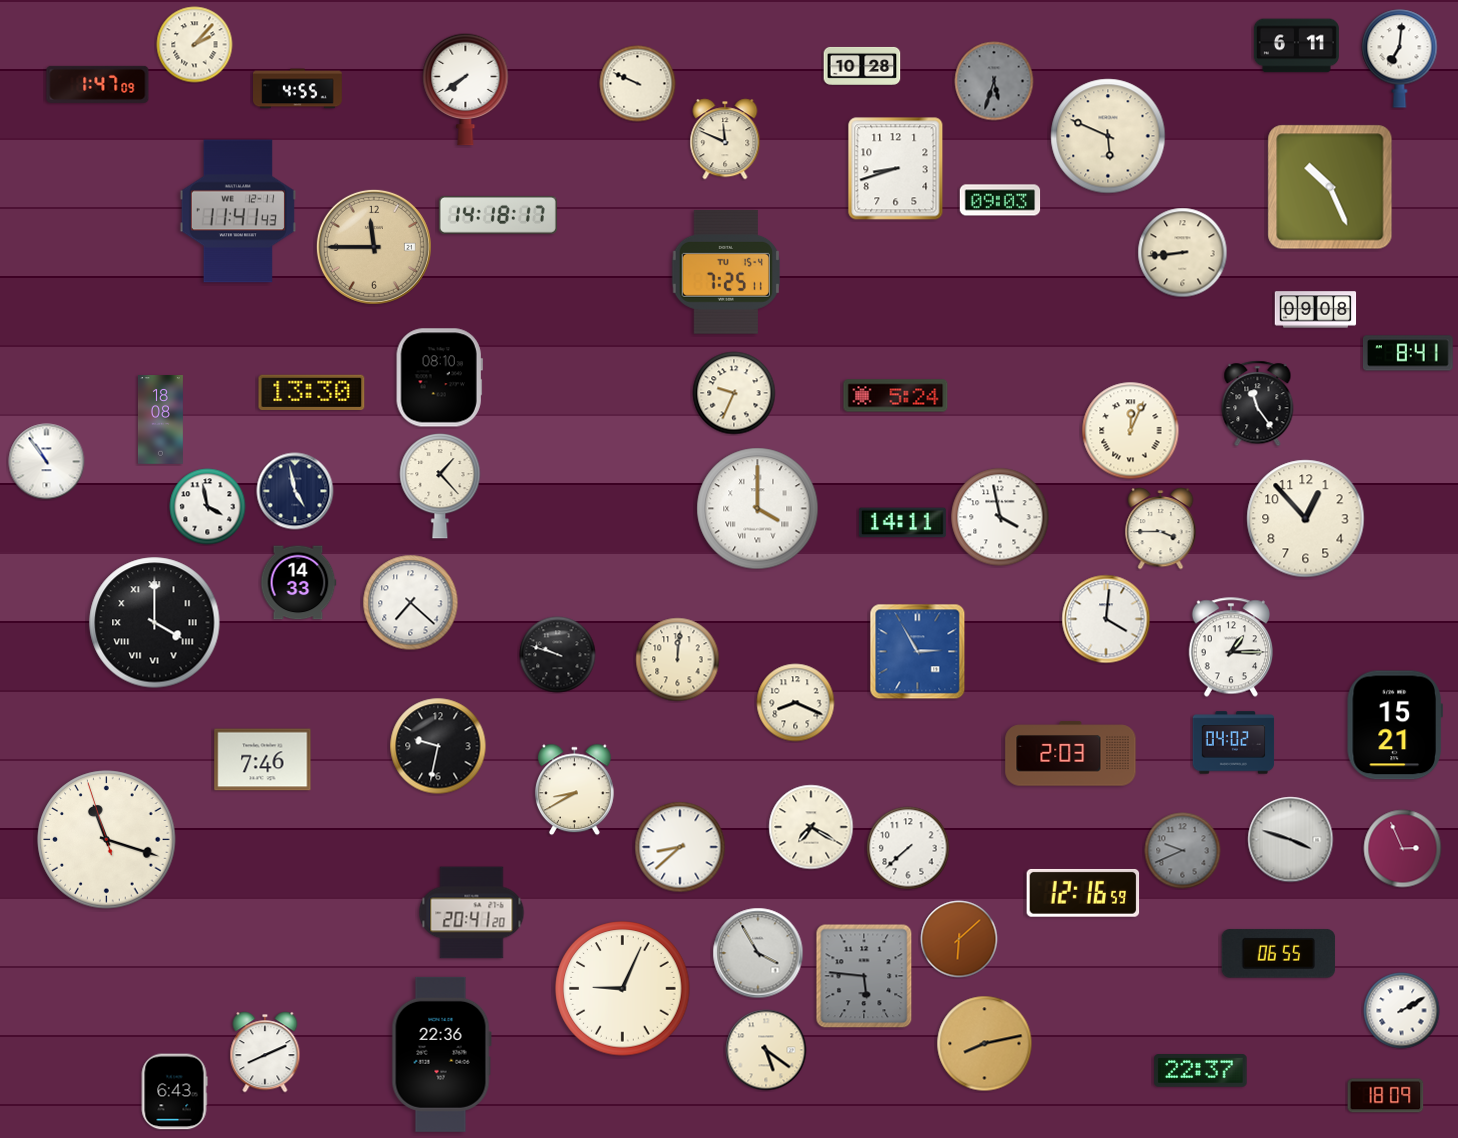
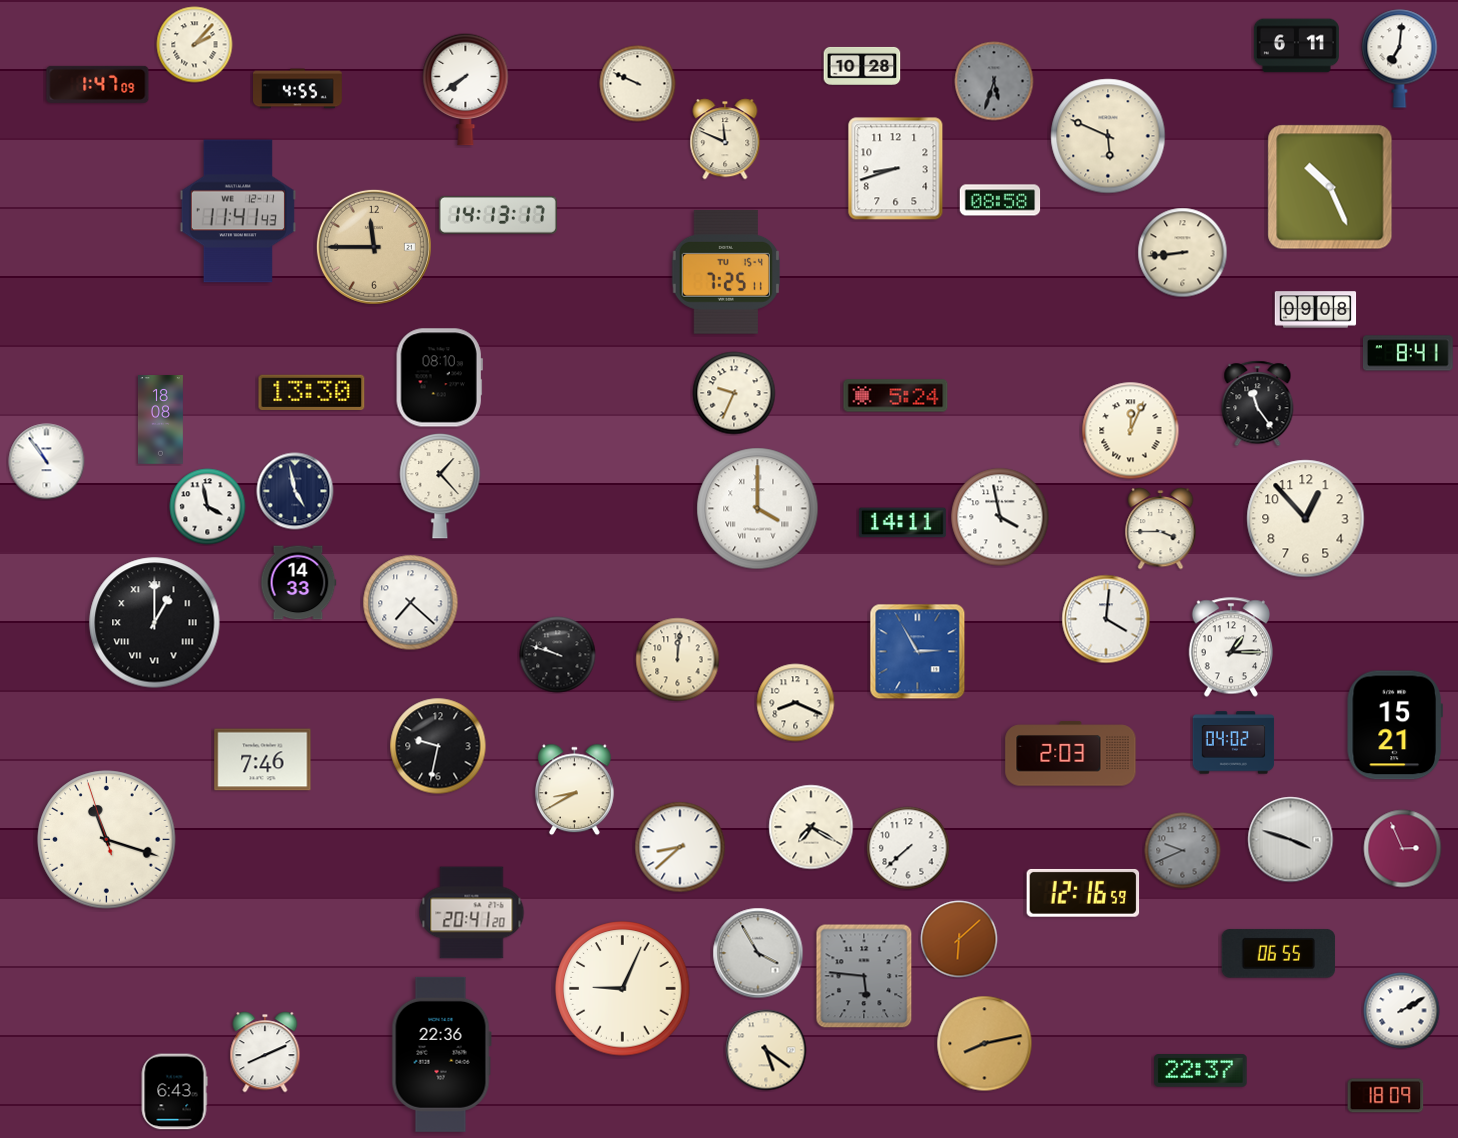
clock at (1000, 200): 09:03 -> 08:58
clock at (498, 215): 14:18 -> 14:13
clock at (155, 623): 4:00 -> 1:00
